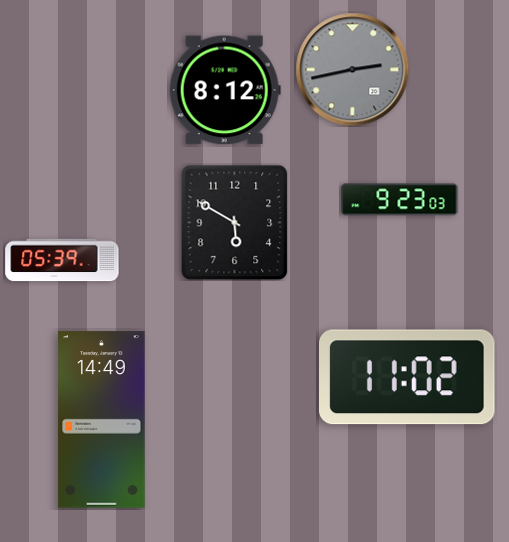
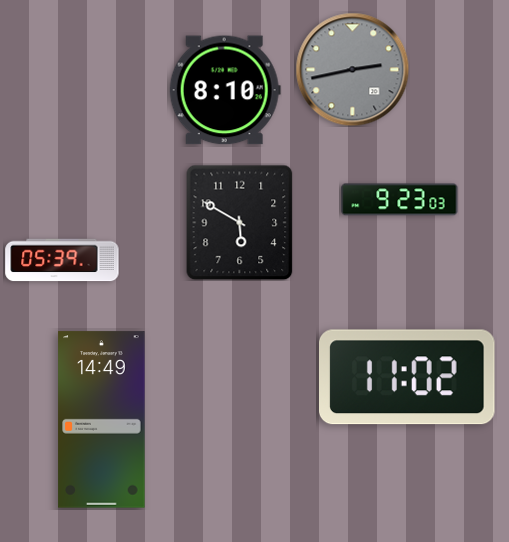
clock at (225, 90): 8:12 -> 8:10
clock at (235, 222) position: (235, 222) -> (240, 222)
